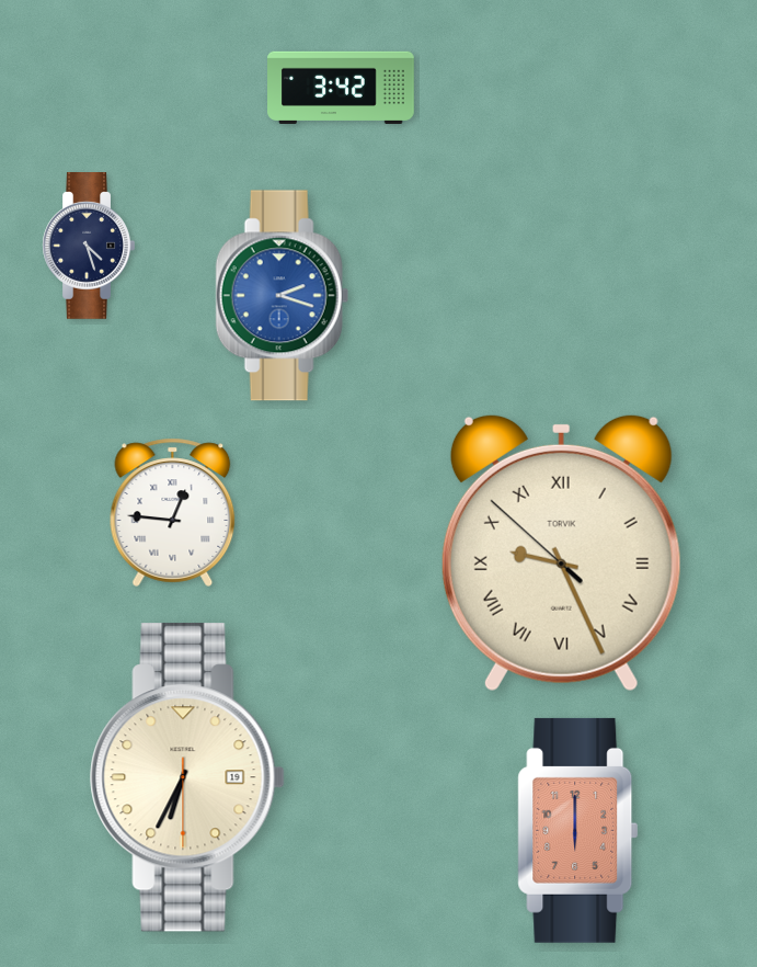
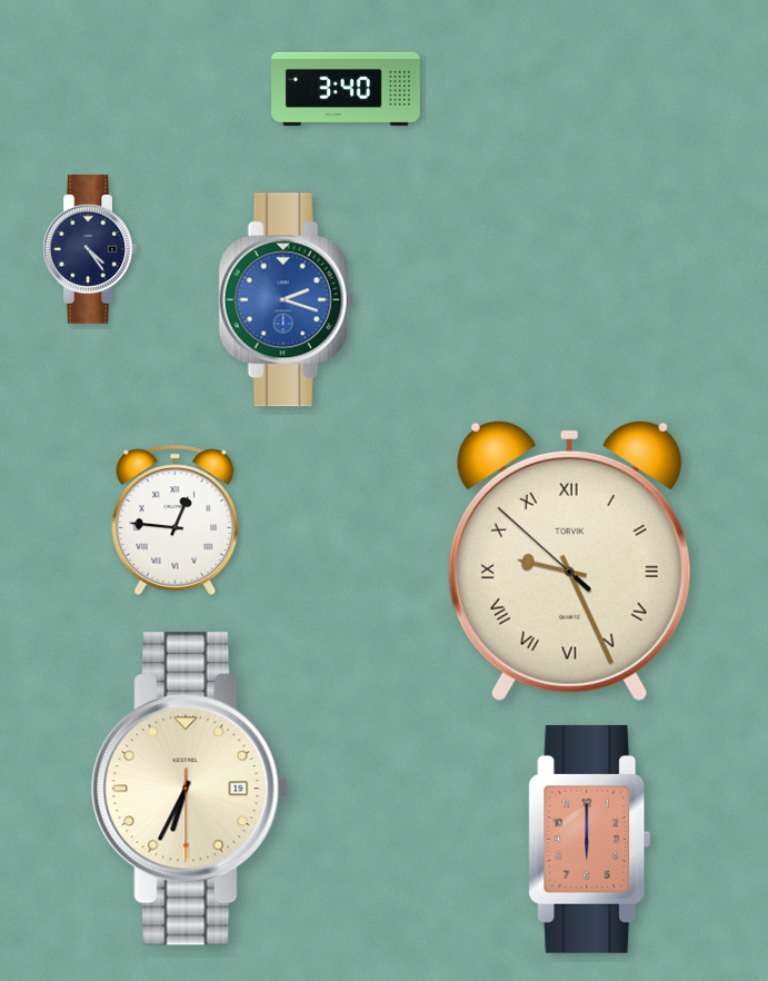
clock at (341, 87): 3:42 -> 3:40
clock at (89, 247): 4:27 -> 4:24
clock at (578, 830) position: (578, 830) -> (590, 839)
